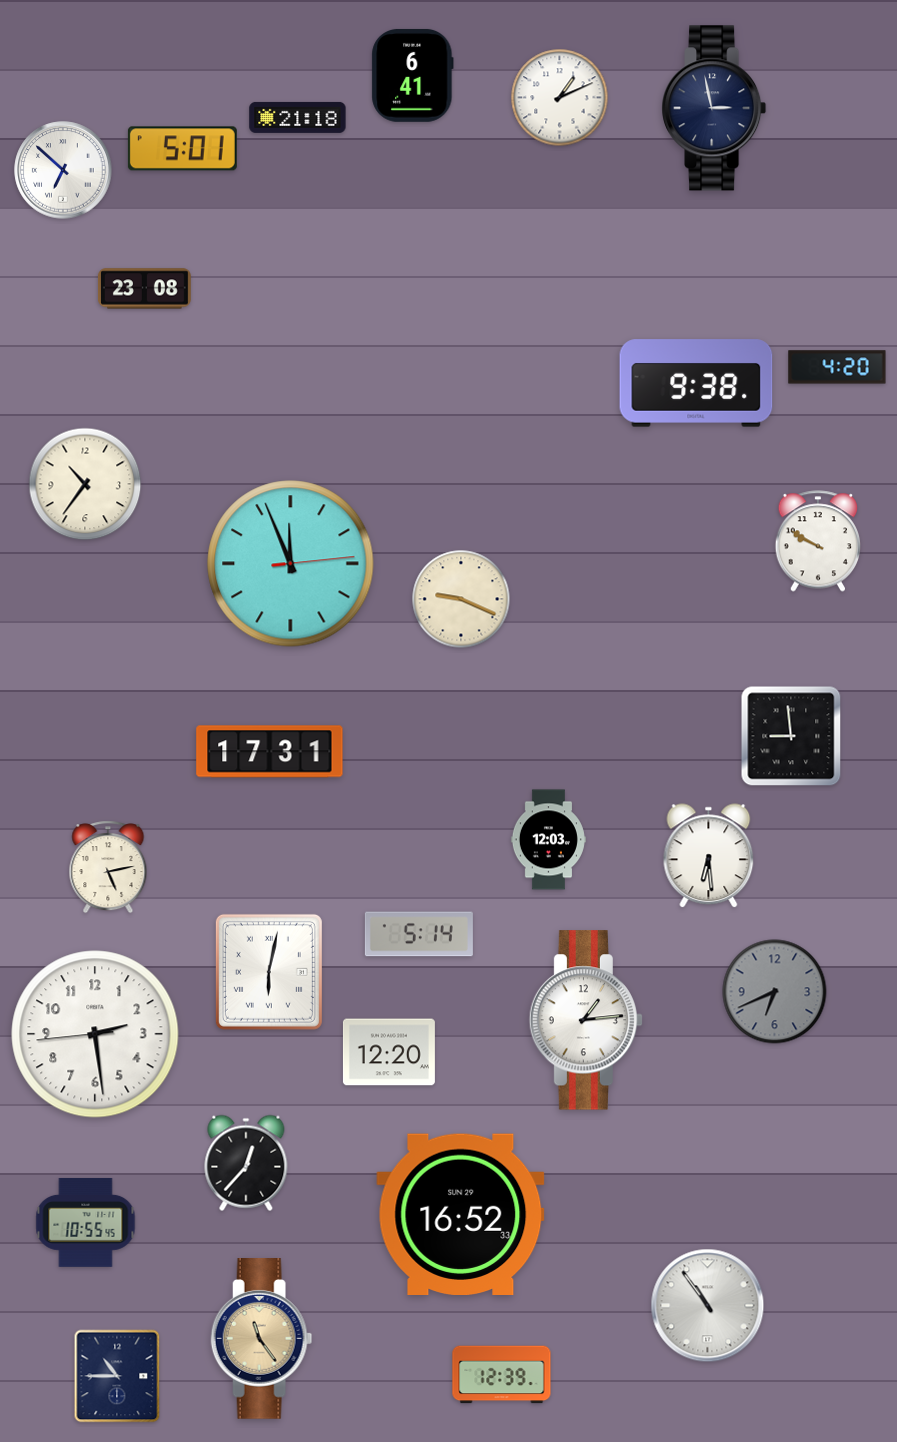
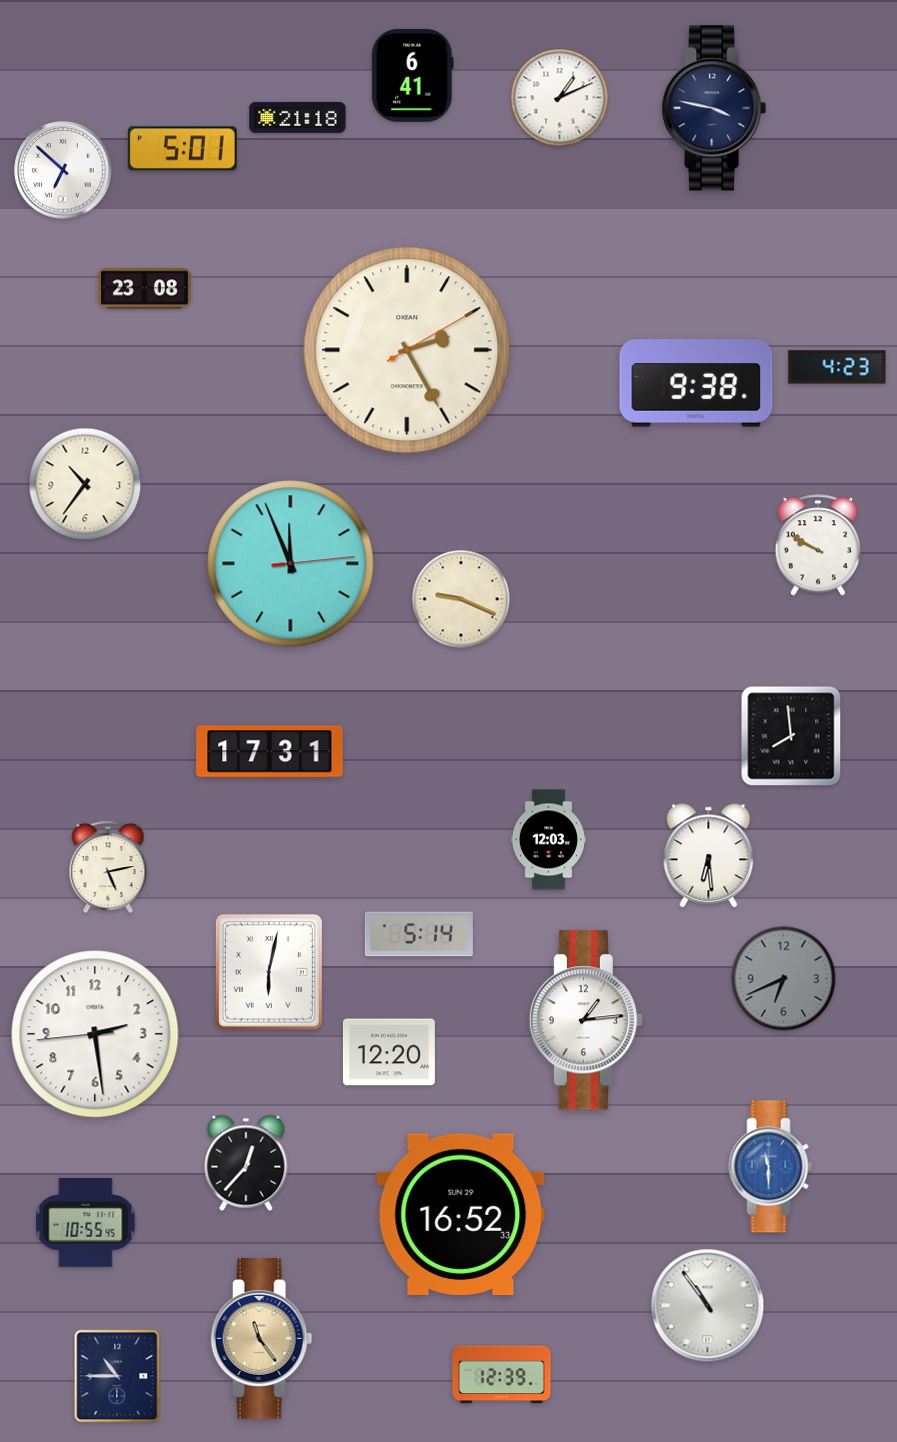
clock at (714, 108): 2:58 -> 3:47
clock at (407, 350): none -> 2:25
clock at (837, 367): 4:20 -> 4:23
clock at (818, 541) position: (818, 541) -> (818, 545)
clock at (791, 736): 8:59 -> 7:59
clock at (775, 992) position: (775, 992) -> (784, 979)
clock at (771, 1167): none -> 11:30
